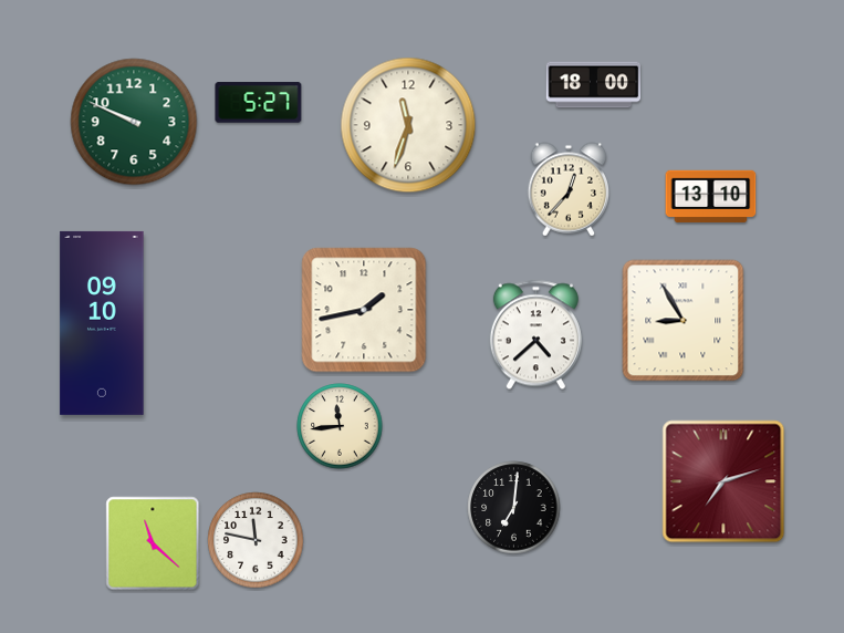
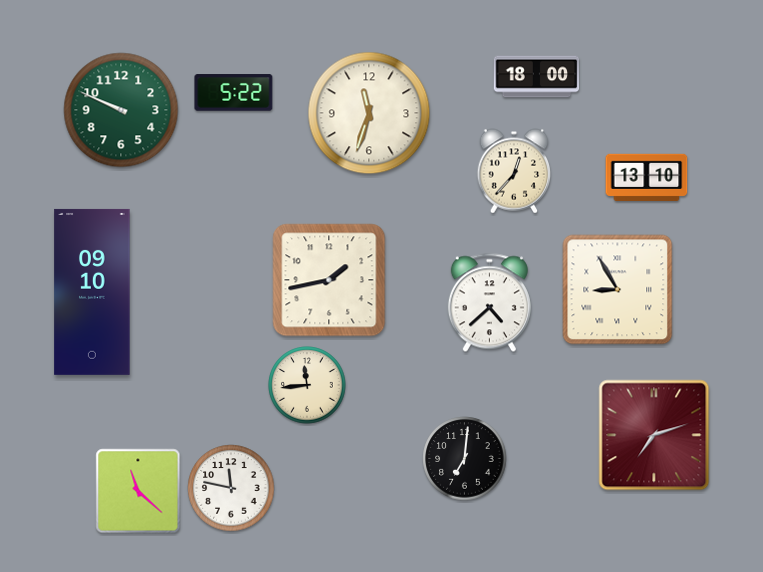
clock at (259, 103): 5:27 -> 5:22
clock at (711, 196) position: (711, 196) -> (647, 177)
clock at (535, 335) position: (535, 335) -> (489, 303)
